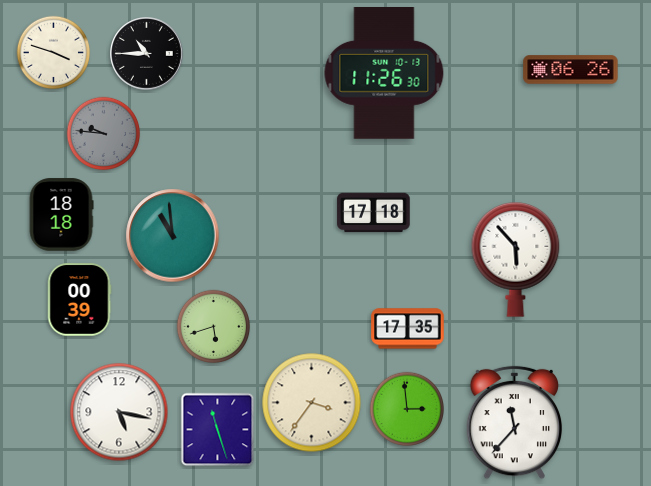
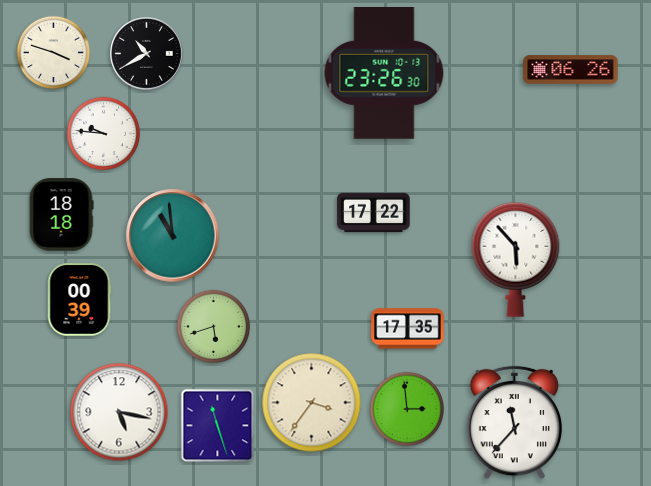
clock at (147, 54): 10:45 -> 10:40
clock at (384, 74): 11:26 -> 23:26
clock at (104, 134) dial: grey -> white
clock at (374, 213): 17:18 -> 17:22
clock at (218, 430) position: (218, 430) -> (218, 426)
